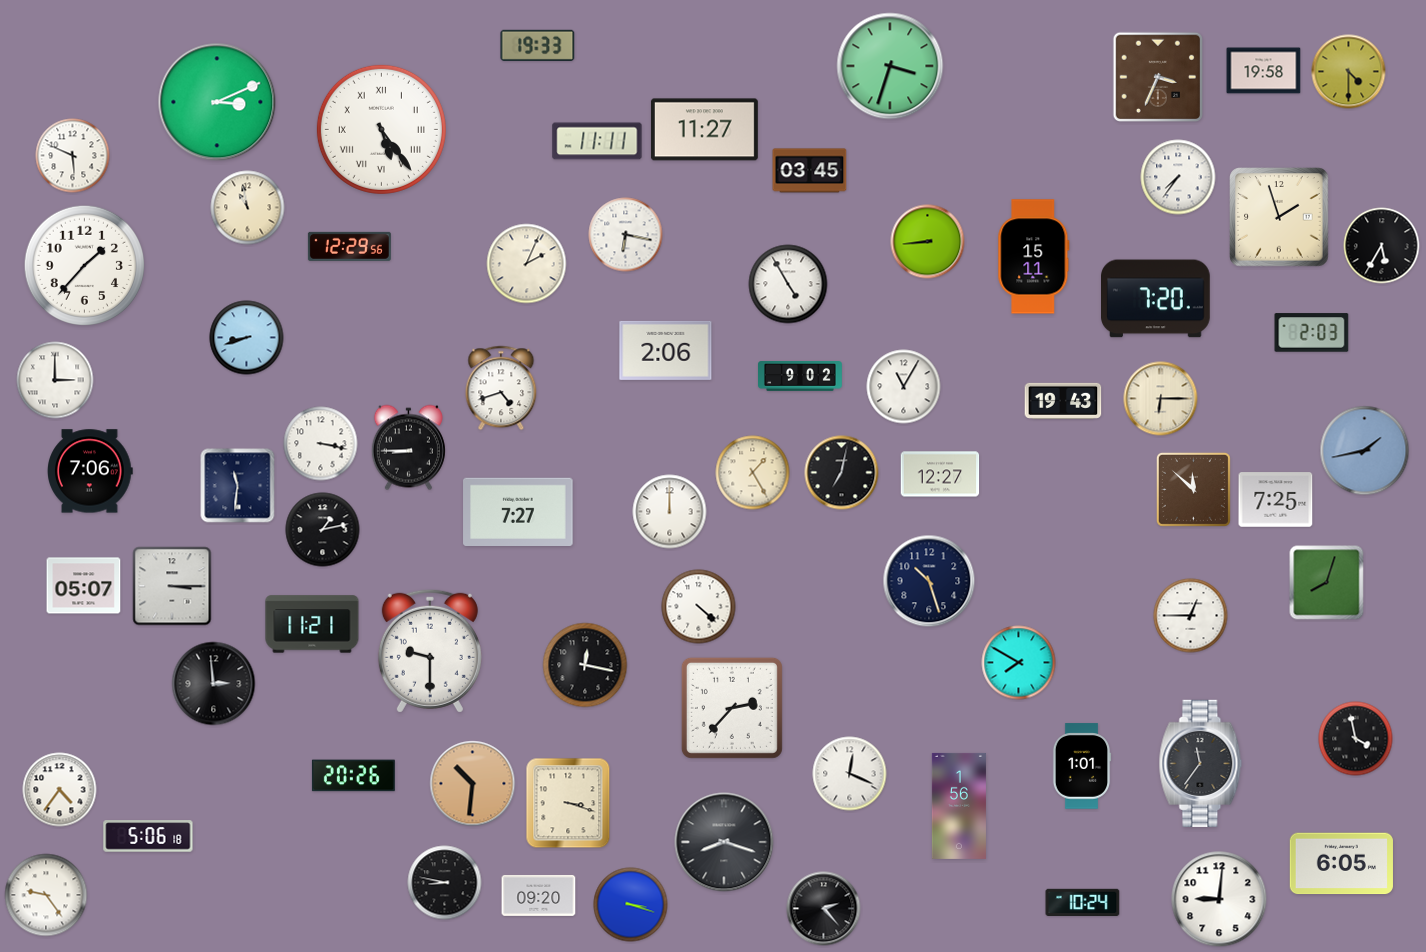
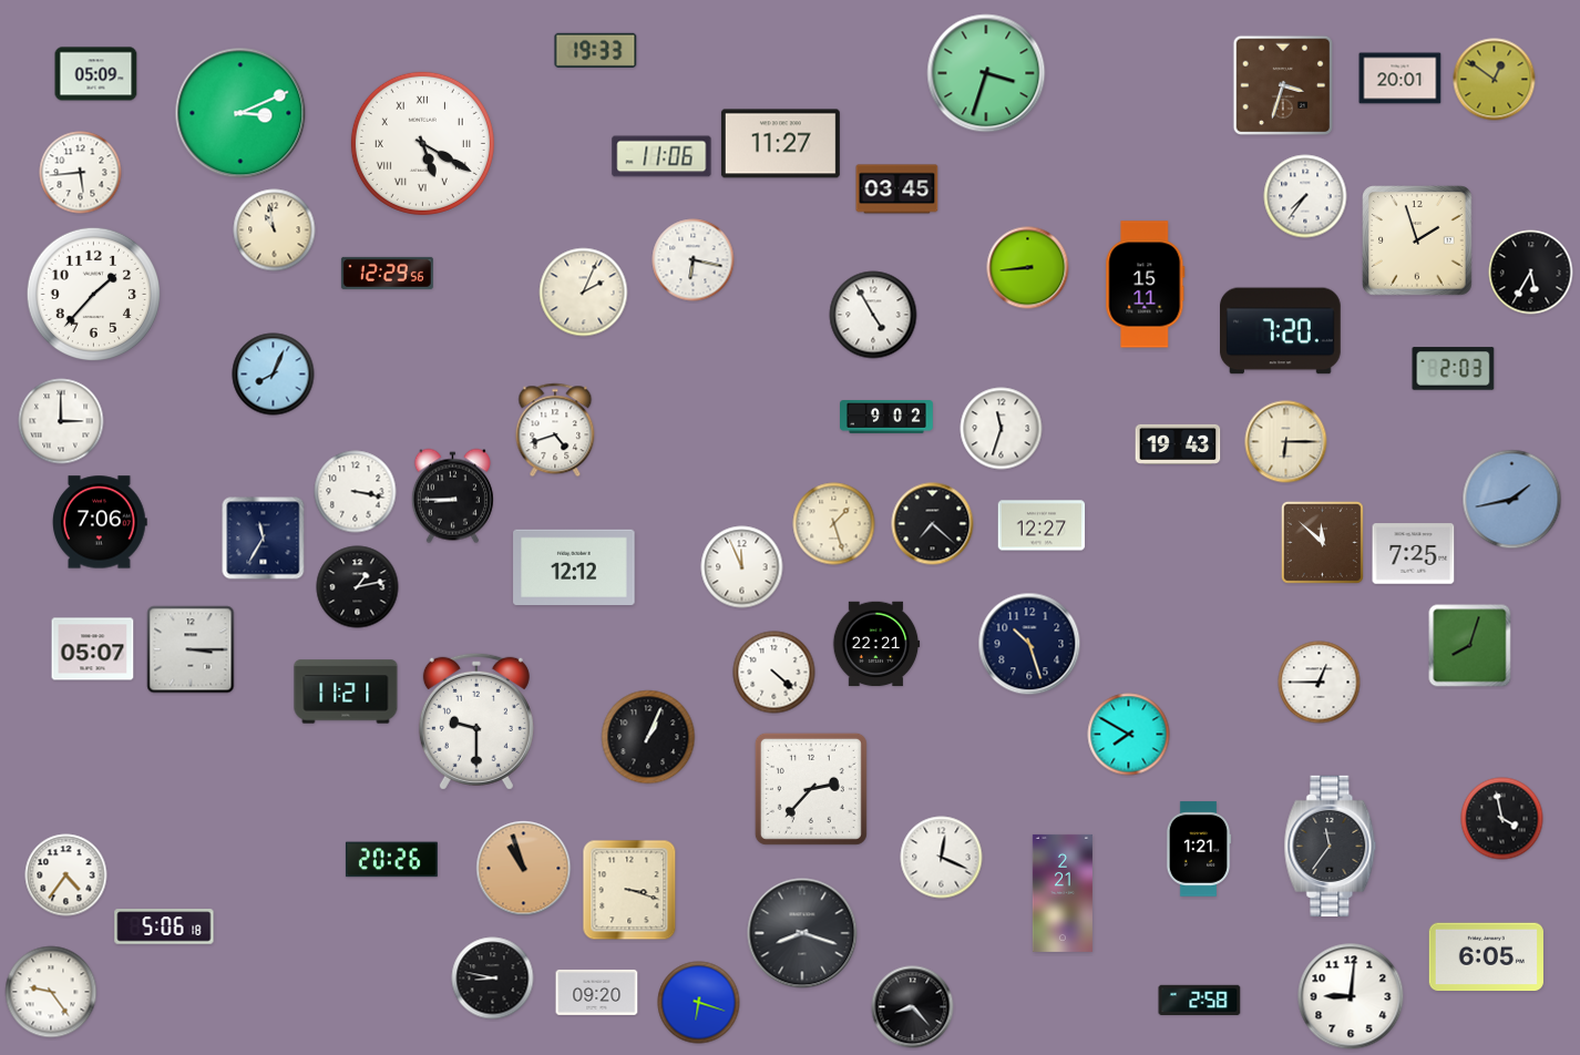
clock at (96, 74): none -> 05:09
clock at (1264, 71): 19:58 -> 20:01
clock at (1349, 72): 4:30 -> 12:51
clock at (1158, 77): 3:34 -> 3:33
clock at (381, 129): 5:24 -> 5:20
clock at (597, 141): 11:11 -> 11:06
clock at (73, 156): 5:49 -> 5:44
clock at (247, 338): 8:42 -> 8:04
clock at (666, 350): 2:06 -> none
clock at (904, 387): 11:05 -> 11:33
clock at (753, 473): 1:25 -> 1:27
clock at (842, 473): 7:02 -> 7:22
clock at (238, 486): 11:31 -> 11:35
clock at (518, 511): 7:27 -> 12:12
clock at (670, 512): 12:00 -> 11:56
clock at (876, 644): none -> 22:21
clock at (585, 665): 12:17 -> 1:04
clock at (214, 684): 2:59 -> none
clock at (732, 708) position: (732, 708) -> (811, 789)
clock at (1082, 766): 1:01 -> 1:21
clock at (473, 784): 10:31 -> 10:57
clock at (959, 806): 1:56 -> 2:21
clock at (1083, 902): 10:24 -> 2:58
clock at (631, 905): 3:18 -> 6:18
clock at (824, 909): 2:23 -> 8:23
